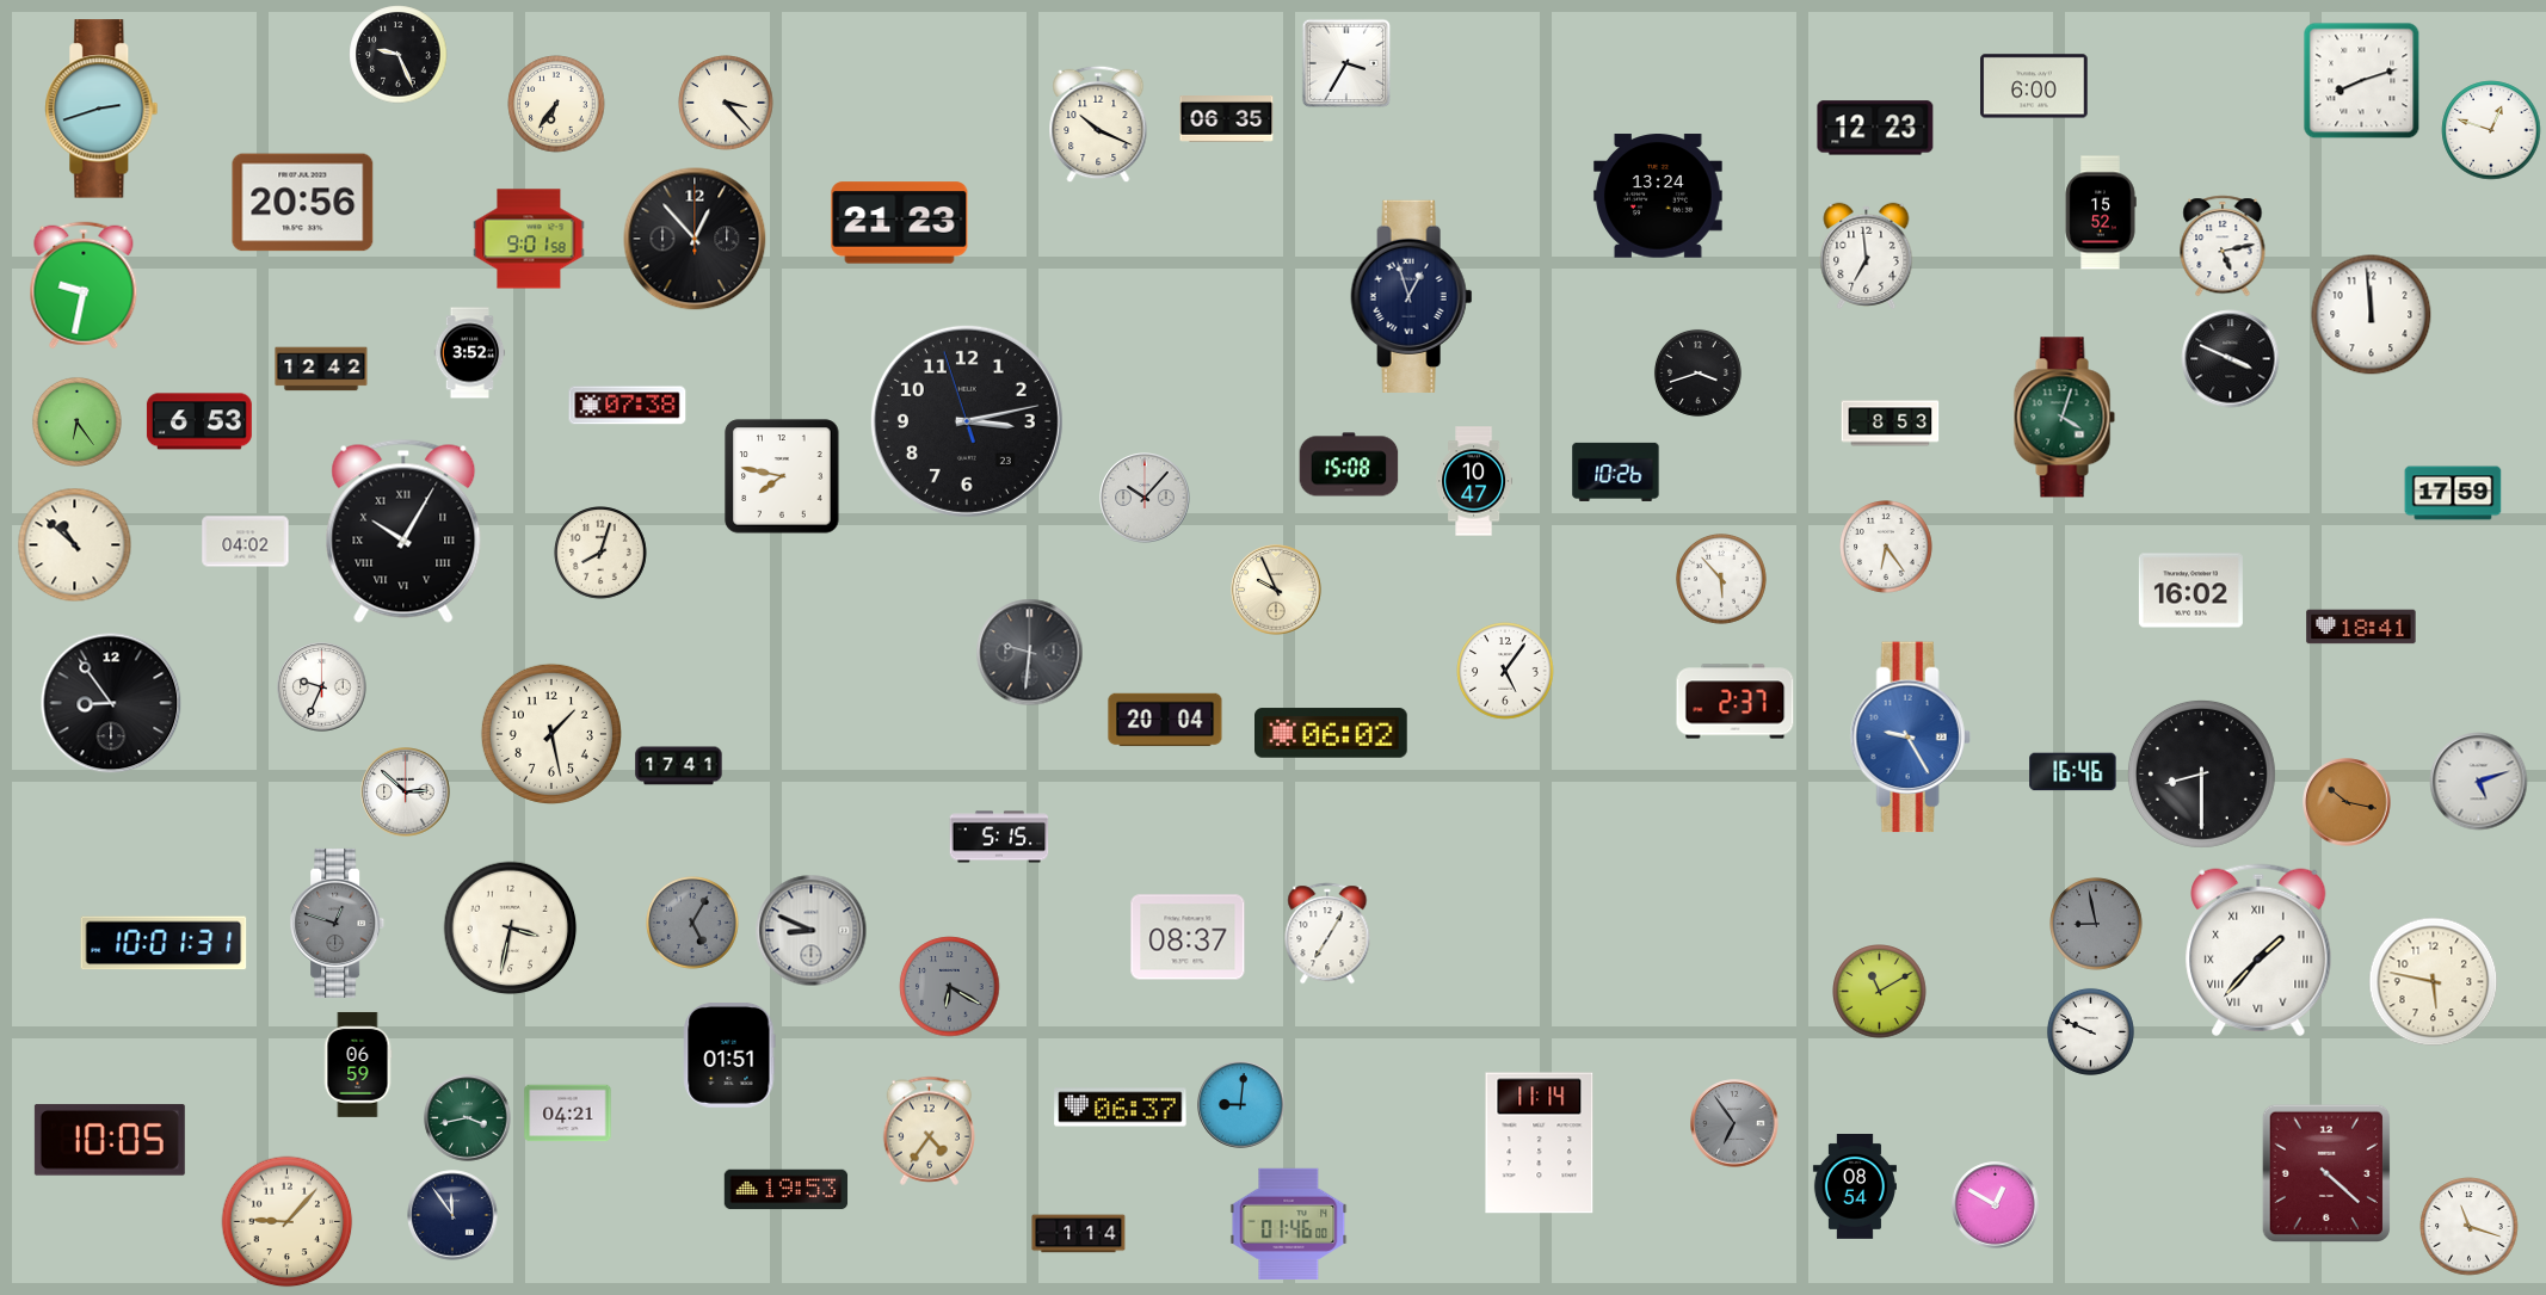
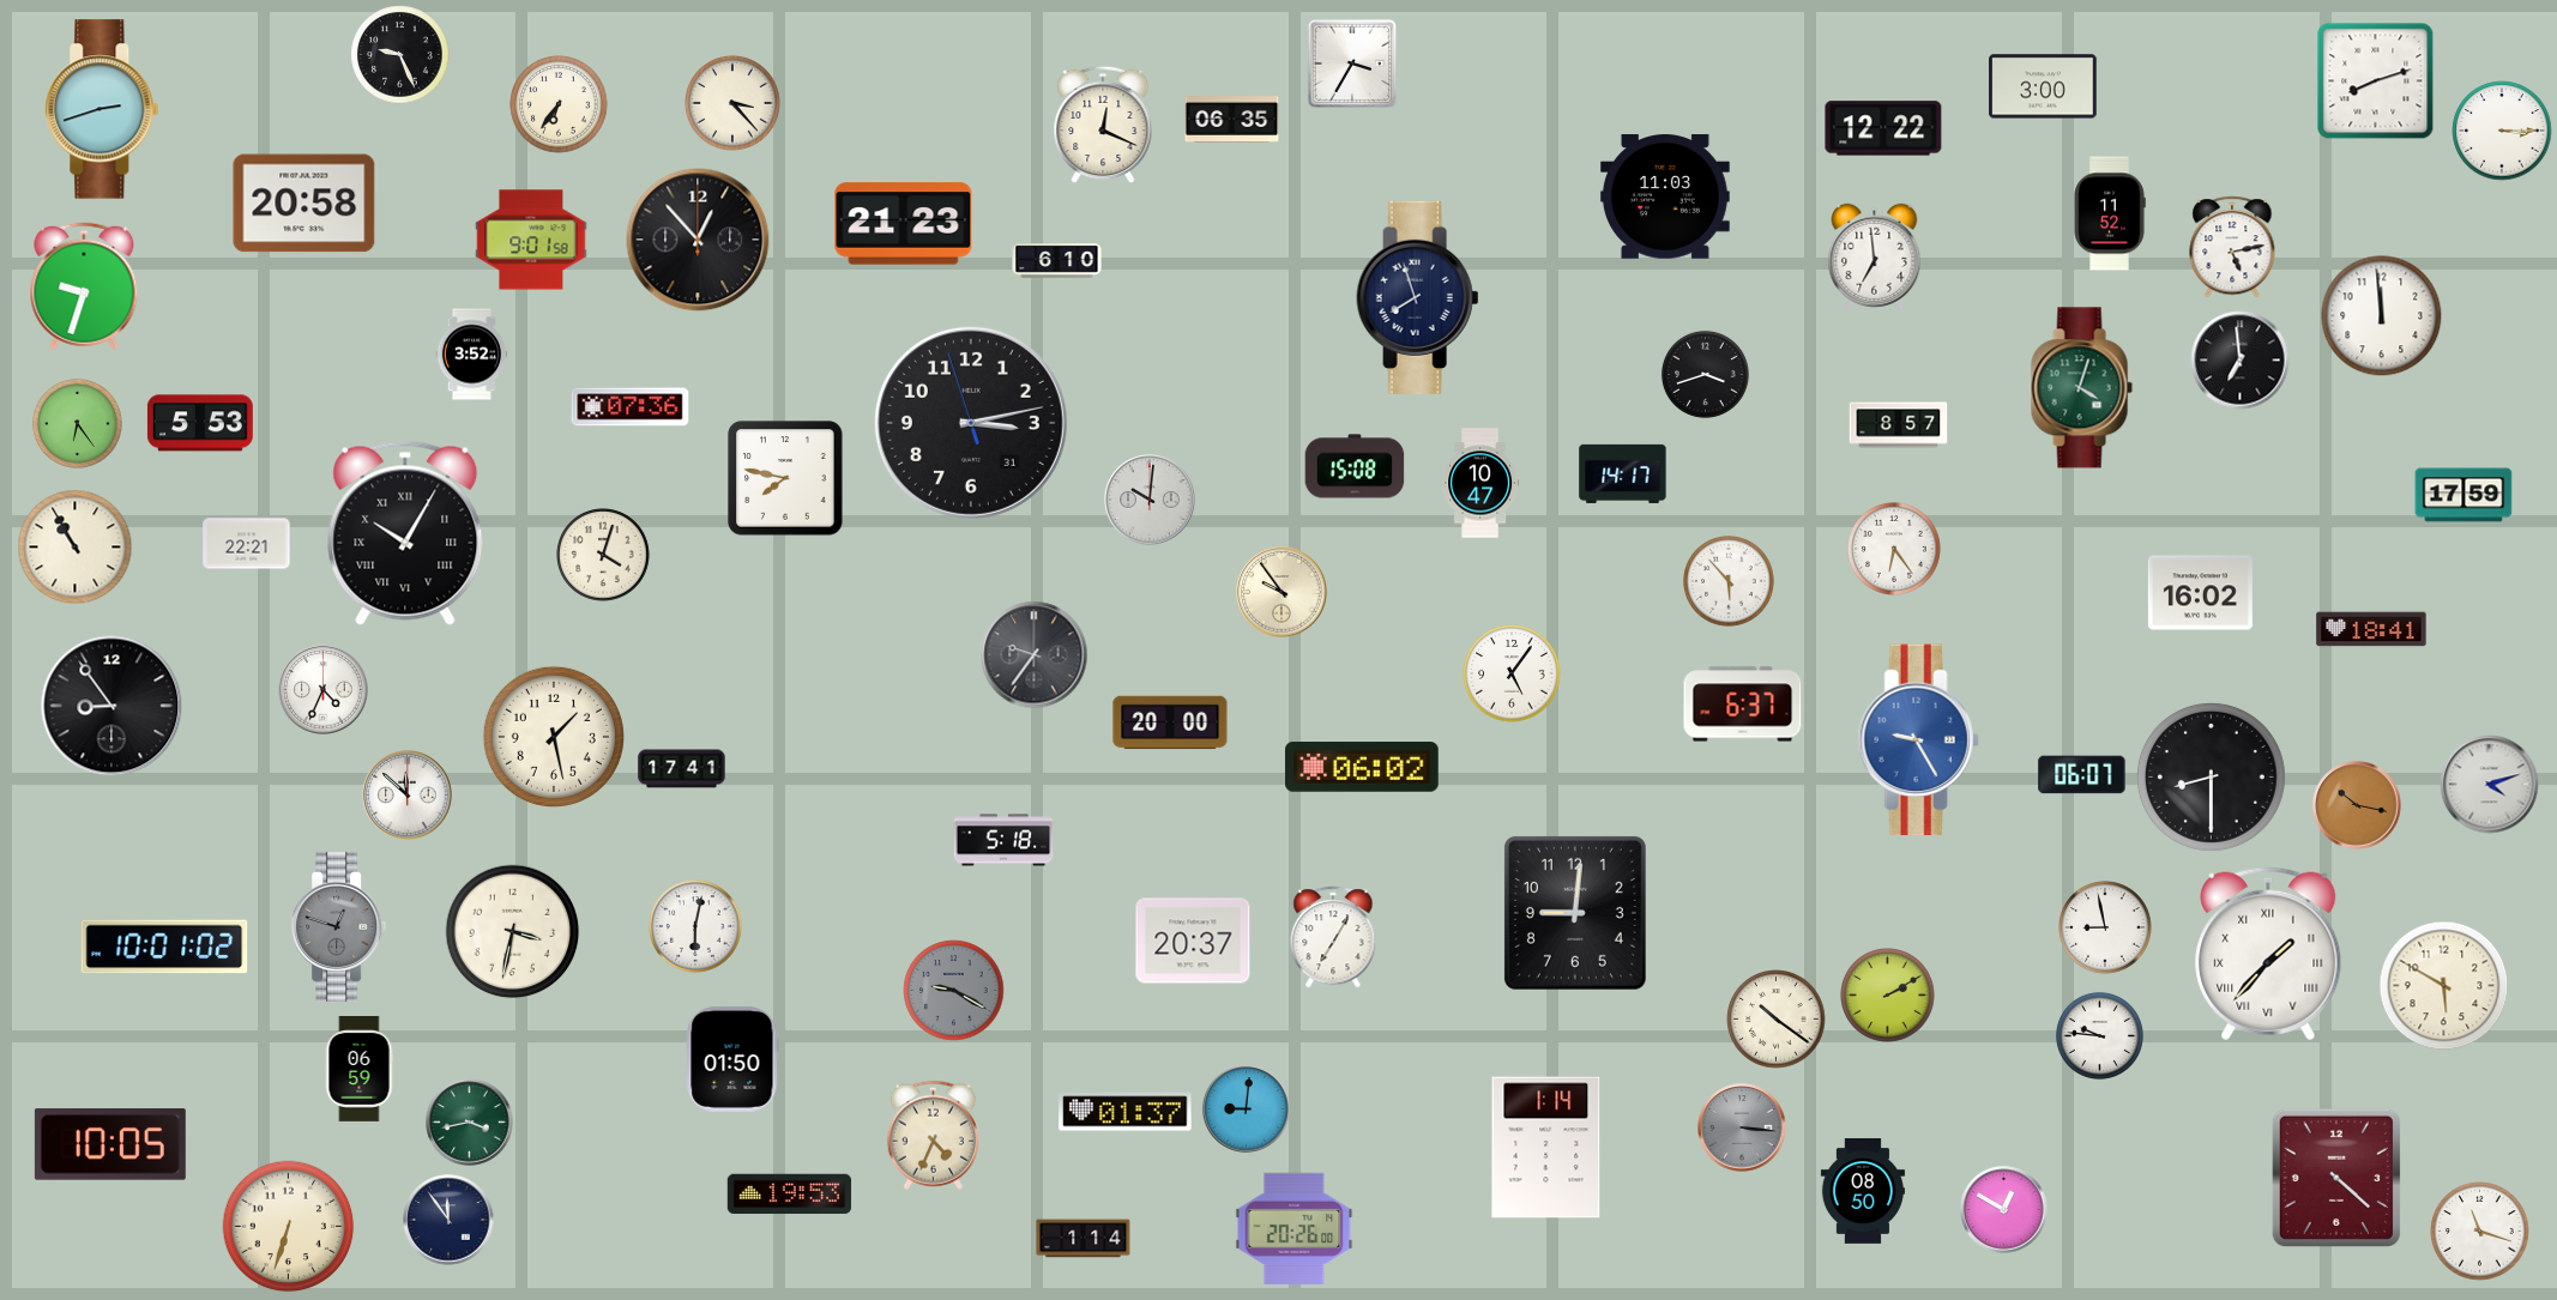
clock at (2362, 81) position: (2362, 81) -> (2376, 81)
clock at (2034, 86): 6:00 -> 3:00
clock at (726, 103) position: (726, 103) -> (732, 103)
clock at (1098, 124): 10:19 -> 12:19
clock at (1875, 128): 12:23 -> 12:22
clock at (2491, 130): 12:48 -> 3:15
clock at (1658, 196): 13:24 -> 11:03
clock at (303, 203): 20:56 -> 20:58
clock at (2101, 212): 15:52 -> 11:52
clock at (1057, 261): none -> 6:10
clock at (84, 285): 9:32 -> 9:33
clock at (1412, 296): 12:57 -> 7:57
clock at (2231, 359): 3:49 -> 6:59
clock at (321, 369): 12:42 -> none
clock at (628, 406): 07:38 -> 07:36
clock at (2064, 418) position: (2064, 418) -> (2081, 388)
clock at (199, 421): 6:53 -> 5:53
clock at (967, 421) date: 23 -> 31
clock at (1891, 424): 8:53 -> 8:57
clock at (1616, 471): 10:26 -> 14:17
clock at (1145, 498): 10:07 -> 10:01
clock at (246, 542): 04:02 -> 22:21
clock at (75, 545): 10:52 -> 10:55
clock at (600, 553): 8:03 -> 4:03
clock at (1276, 590): 9:56 -> 9:54
clock at (1030, 653): 9:31 -> 9:36
clock at (322, 687): 9:34 -> 4:34
clock at (1736, 702): 2:37 -> 6:37
clock at (1165, 720): 20:04 -> 20:00
clock at (1332, 733) position: (1332, 733) -> (1363, 767)
clock at (2073, 772): 16:46 -> 06:07
clock at (2479, 782): 5:12 -> 4:12
clock at (406, 793): 2:52 -> 11:52
clock at (999, 837): 5:15 -> 5:18
clock at (1575, 913): none -> 9:01
clock at (692, 923): 5:05 -> 6:02
clock at (692, 923) dial: grey -> white
clock at (2096, 924) dial: grey -> white
clock at (812, 931): 8:49 -> none
clock at (1188, 937): 08:37 -> 20:37
clock at (164, 943): 10:01:31 -> 10:01:02
clock at (2434, 982): 5:47 -> 5:50
clock at (950, 987): 6:20 -> 9:20
clock at (1880, 992): 11:10 -> 2:10
clock at (1777, 1020): none -> 10:21
clock at (2090, 1031): 9:49 -> 9:46
clock at (729, 1055): 01:51 -> 01:50
clock at (1121, 1108): 06:37 -> 01:37
clock at (568, 1114): 04:21 -> none
clock at (1734, 1123): 6:54 -> 3:16
clock at (929, 1130): 4:36 -> 4:34
clock at (1540, 1143): 11:14 -> 1:14
clock at (1855, 1188): 08:54 -> 08:50
clock at (452, 1215) position: (452, 1215) -> (448, 1220)
clock at (288, 1222): 9:07 -> 6:33
clock at (1289, 1223): 01:46 -> 20:26
